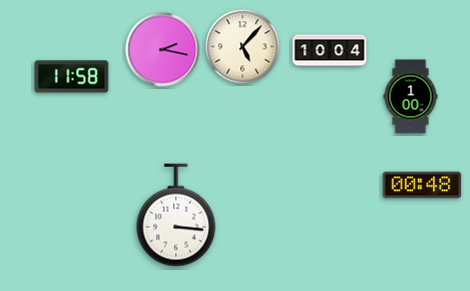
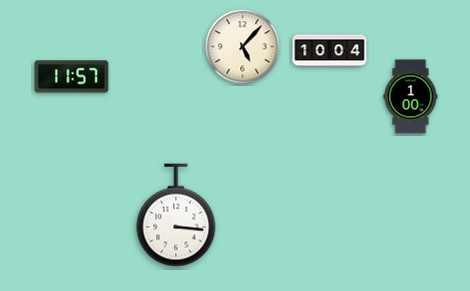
clock at (163, 50): 2:17 -> none
clock at (72, 77): 11:58 -> 11:57
clock at (422, 185): 00:48 -> none
